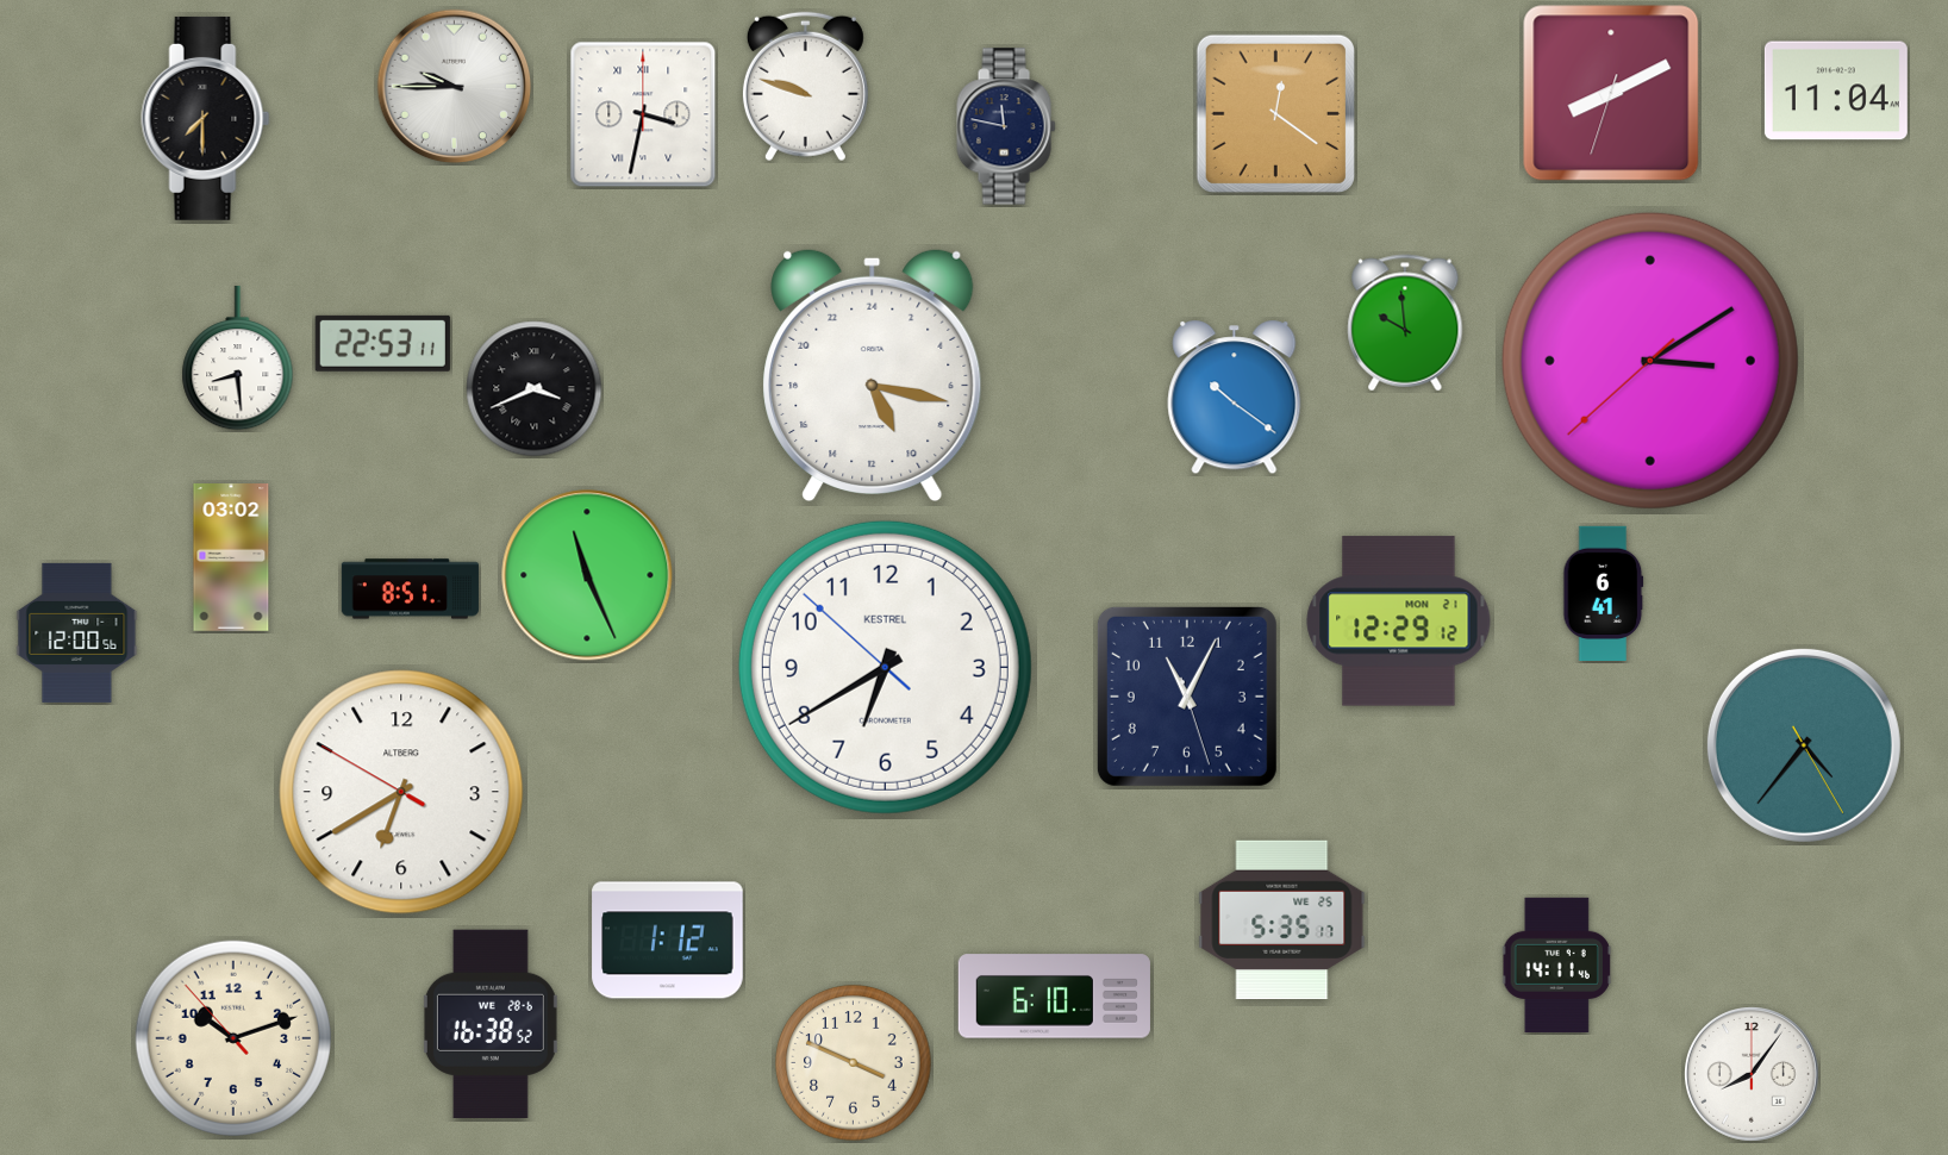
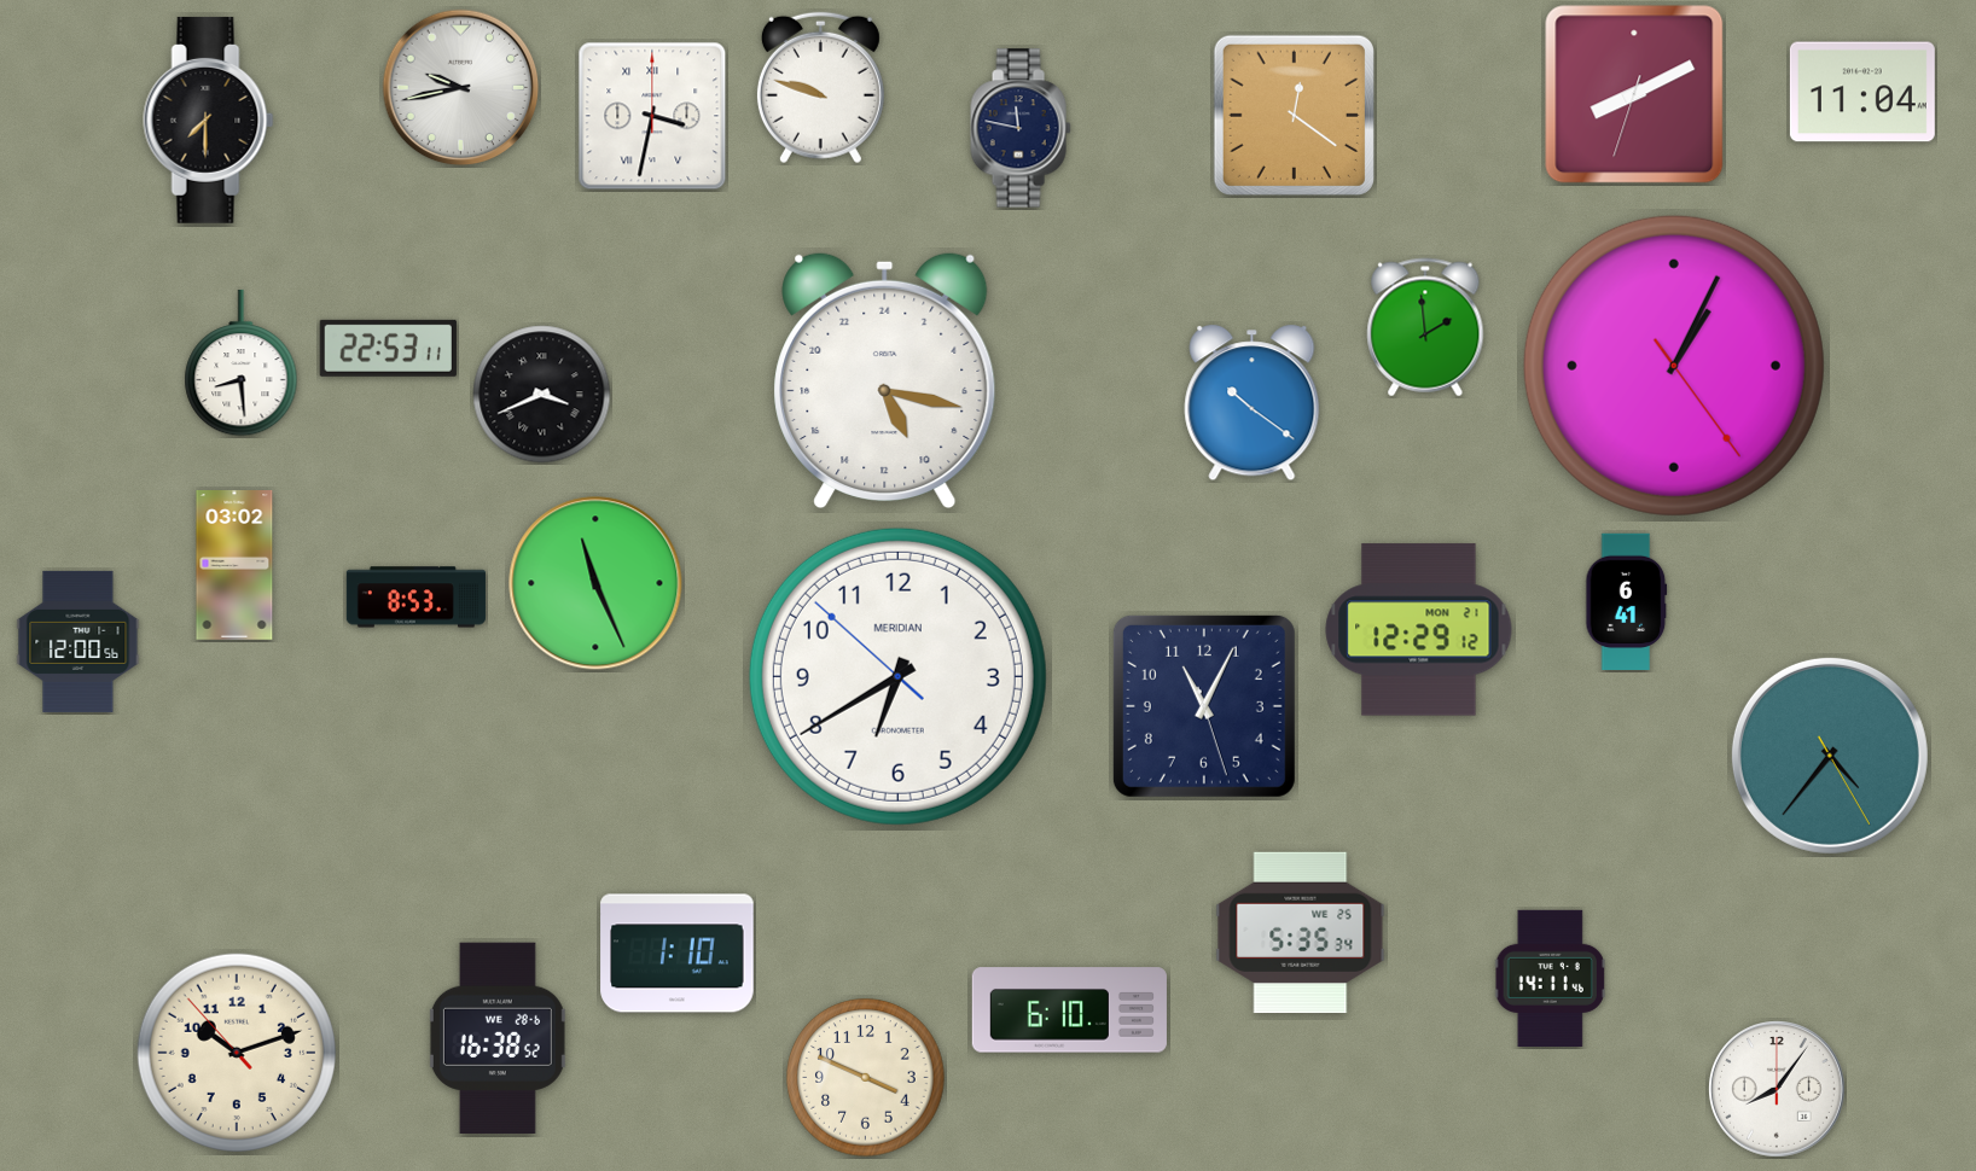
clock at (455, 87): 9:45 -> 9:43
clock at (805, 87) position: (805, 87) -> (820, 88)
clock at (1405, 323): 9:59 -> 1:59
clock at (1650, 361): 3:09 -> 1:04
clock at (410, 589): 8:51 -> 8:53
clock at (885, 667) brand: KESTREL -> MERIDIAN
clock at (401, 792): 6:39 -> none
clock at (1282, 920): 5:35:17 -> 5:35:34
clock at (668, 941): 1:12 -> 1:10
clock at (1556, 964) position: (1556, 964) -> (1550, 978)
